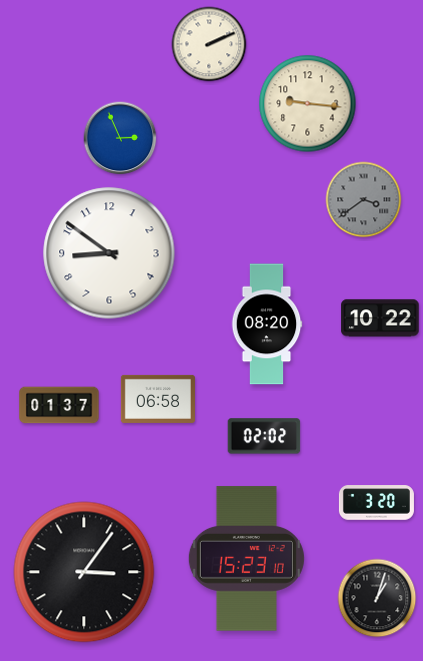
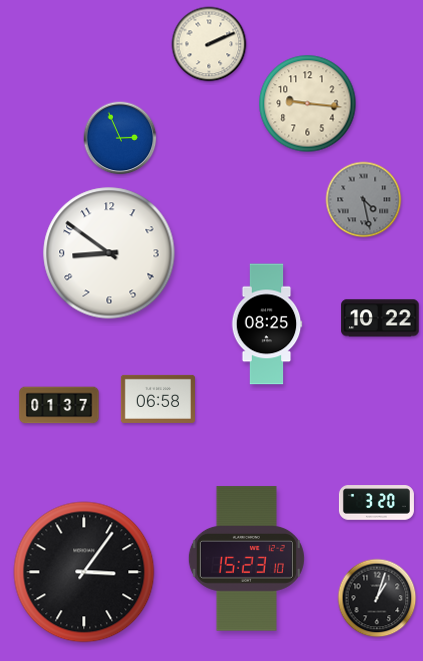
clock at (364, 200): 3:39 -> 4:28
clock at (267, 324): 08:20 -> 08:25
clock at (264, 436): 02:02 -> none
